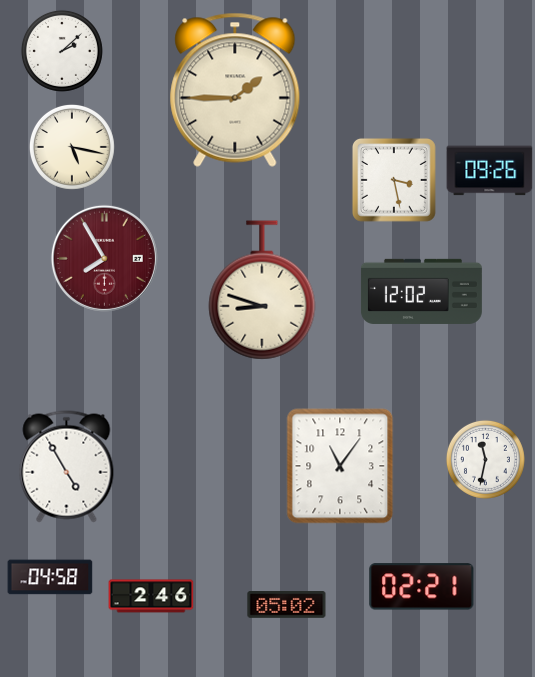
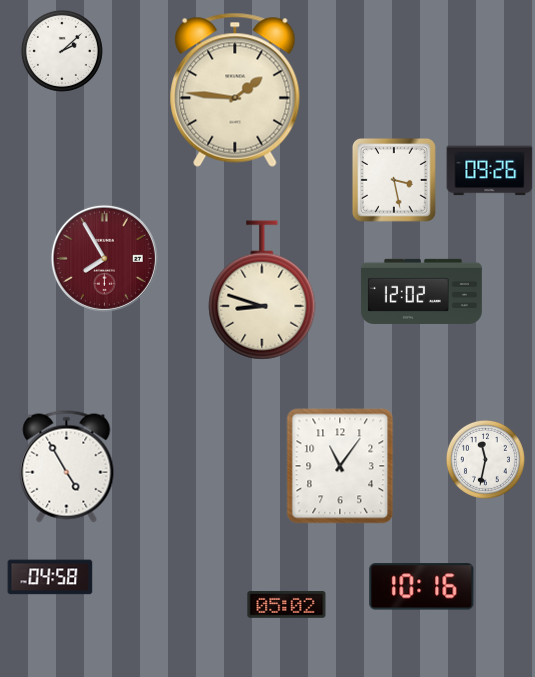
clock at (235, 90): 1:45 -> 1:46
clock at (72, 147): 5:17 -> none
clock at (422, 587): 02:21 -> 10:16
clock at (151, 596): 2:46 -> none
